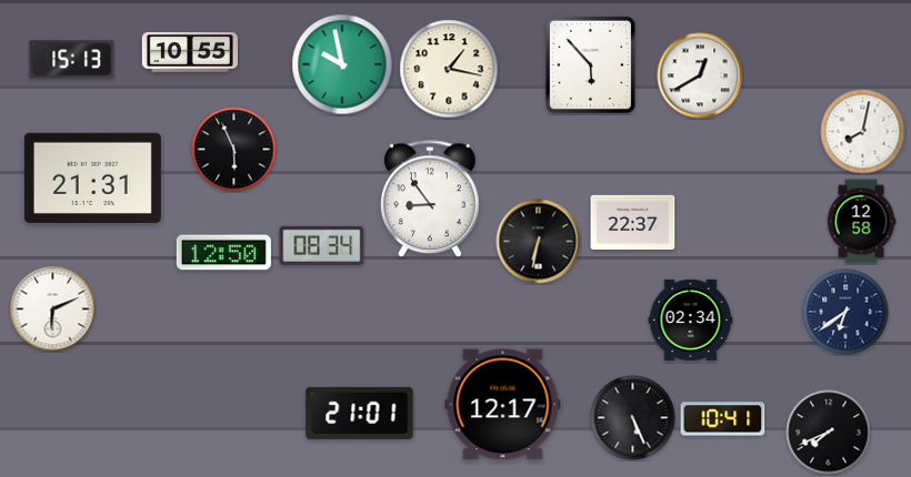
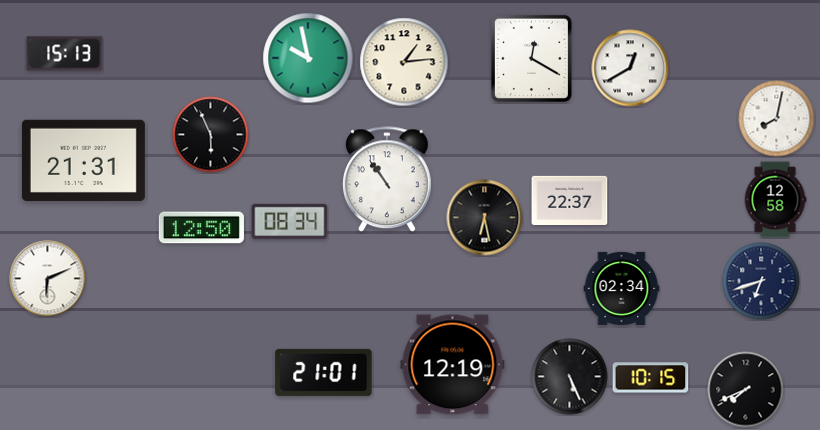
clock at (190, 53): 10:55 -> none
clock at (590, 64): 5:53 -> 12:20
clock at (449, 69): 1:17 -> 1:14
clock at (430, 200): 8:54 -> 10:54
clock at (539, 242): 6:32 -> 6:28
clock at (845, 312): 6:39 -> 6:42
clock at (503, 405): 12:17 -> 12:19
clock at (723, 419): 10:41 -> 10:15
